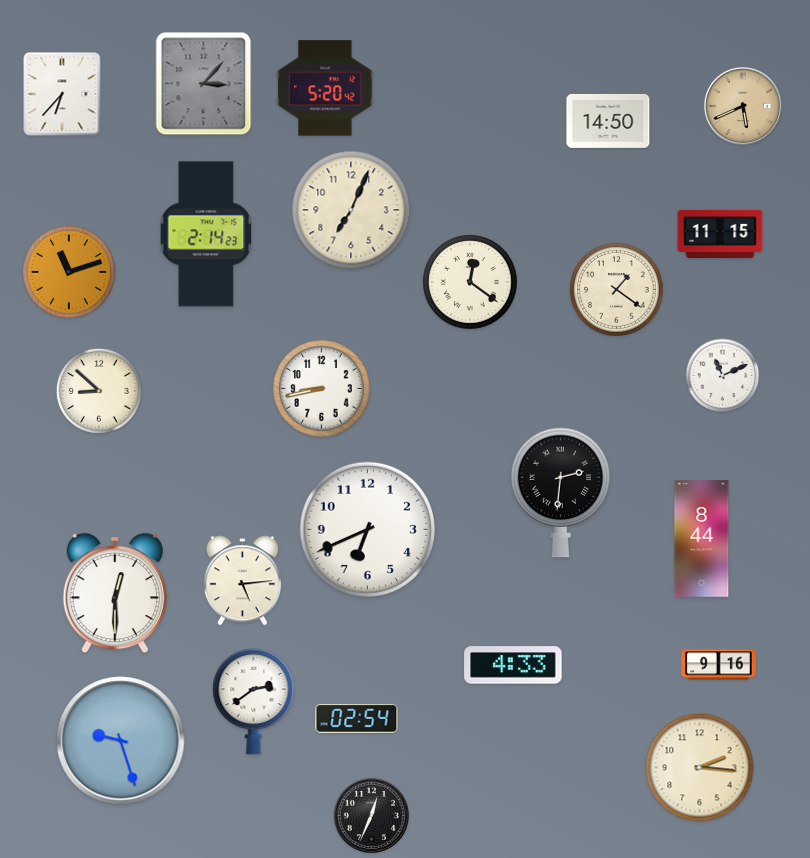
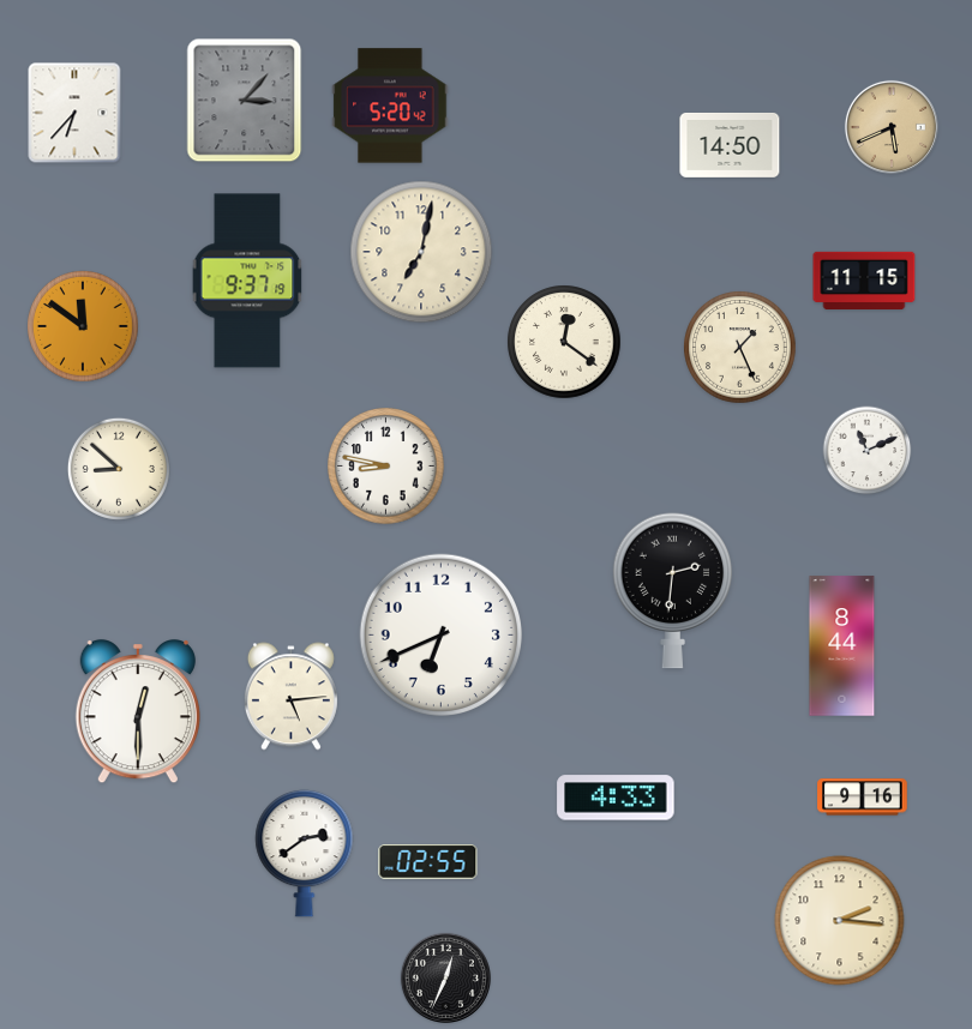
clock at (351, 210): 7:04 -> 7:02
clock at (206, 234): 2:14 -> 9:37
clock at (70, 273): 11:12 -> 11:51
clock at (470, 282) position: (470, 282) -> (564, 342)
clock at (617, 290): 1:21 -> 1:26
clock at (322, 389): 8:43 -> 8:47
clock at (254, 701) position: (254, 701) -> (305, 853)
clock at (357, 719): 02:54 -> 02:55
clock at (121, 741): 9:27 -> none
